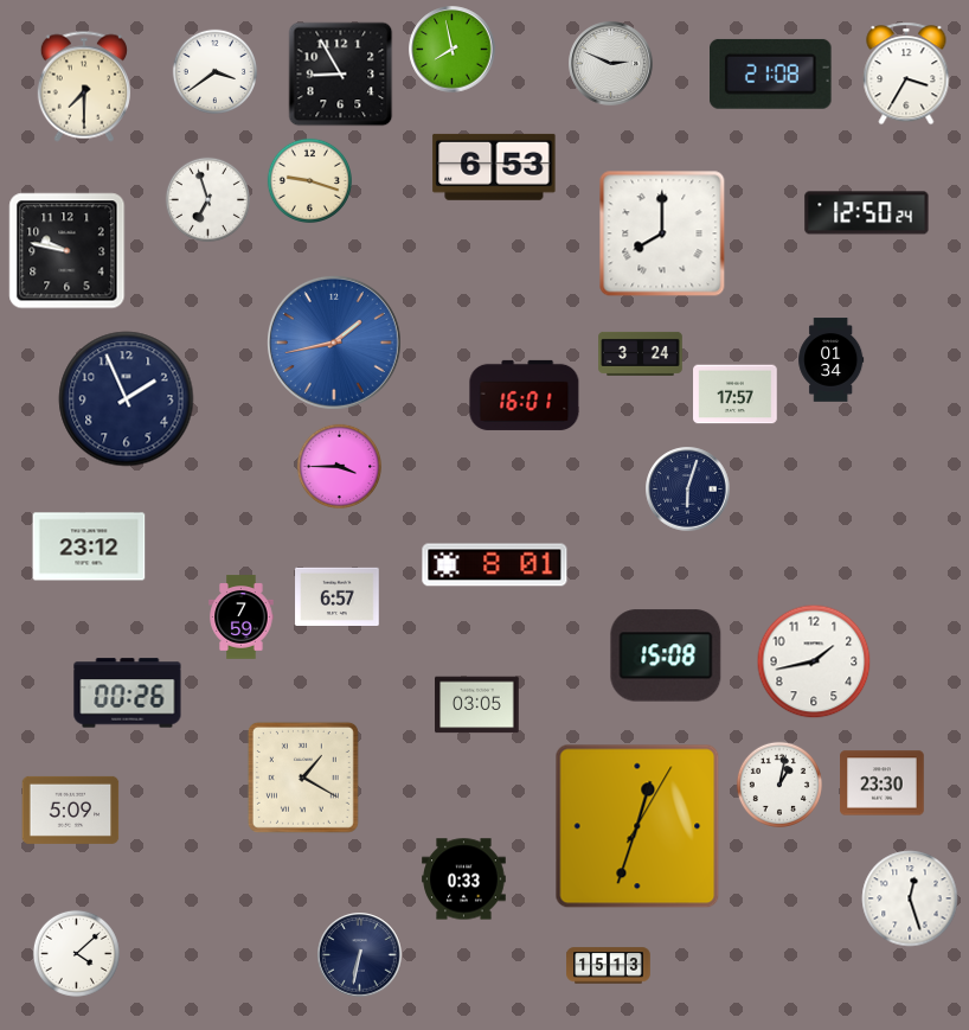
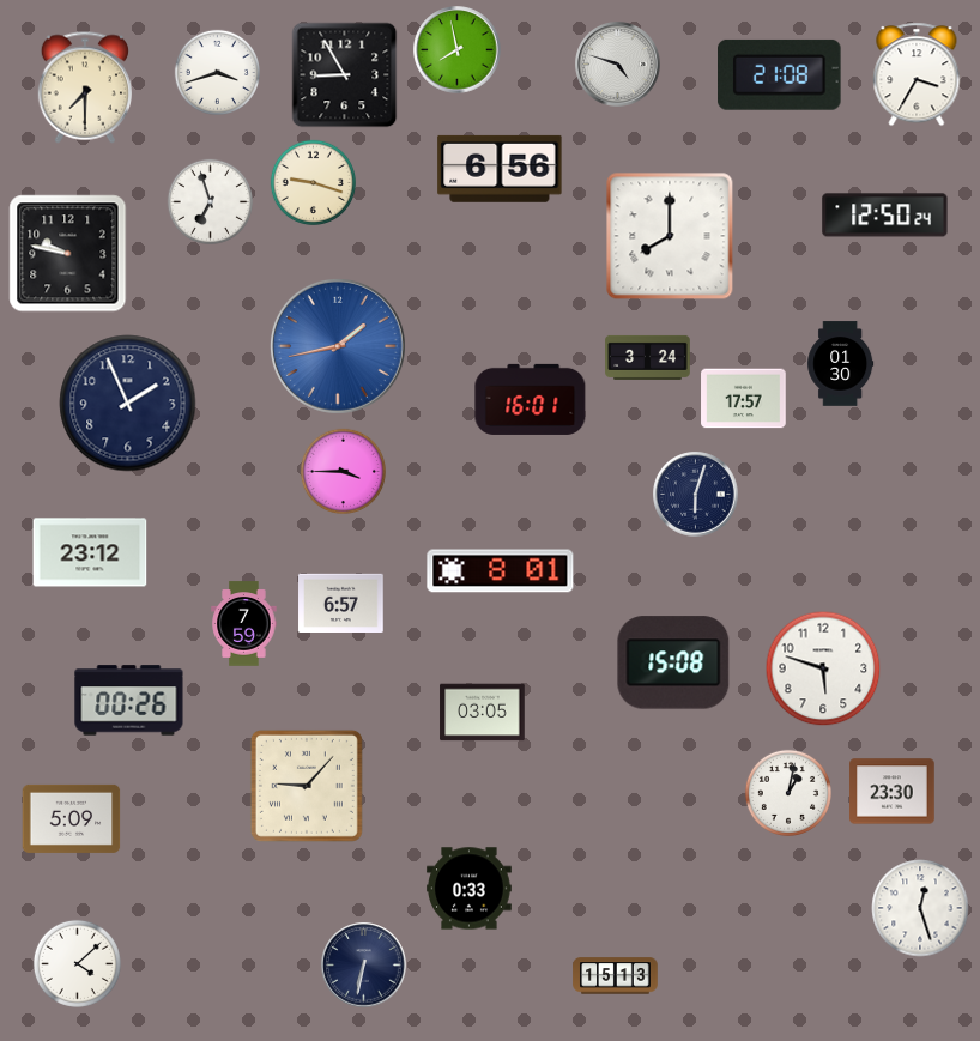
clock at (611, 64): 2:49 -> 4:48
clock at (214, 71): 3:39 -> 3:42
clock at (494, 167): 6:53 -> 6:56
clock at (867, 213) position: (867, 213) -> (885, 216)
clock at (832, 360): 01:34 -> 01:30
clock at (814, 661): 1:43 -> 5:48
clock at (303, 778): 1:20 -> 9:07
clock at (637, 826): 12:33 -> none
